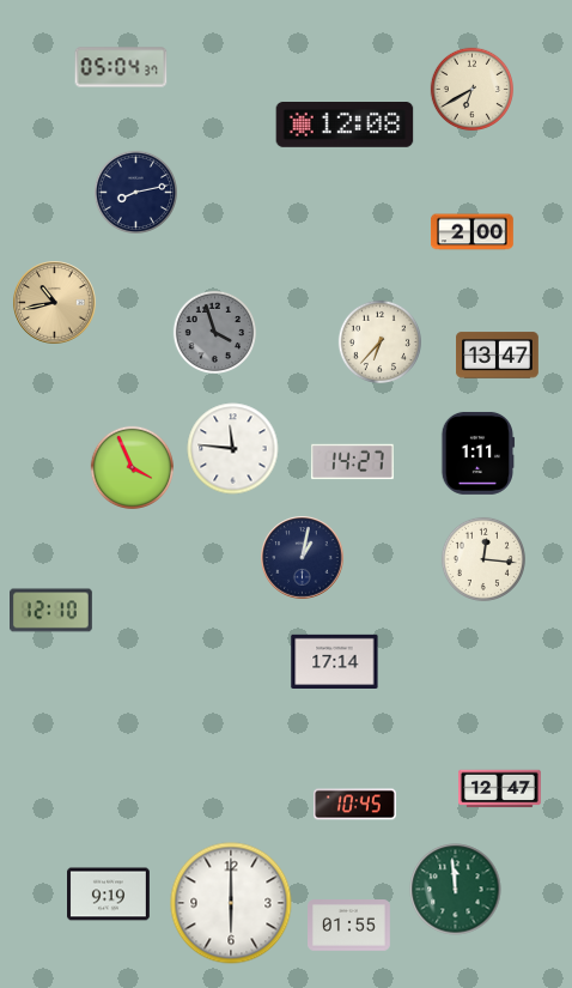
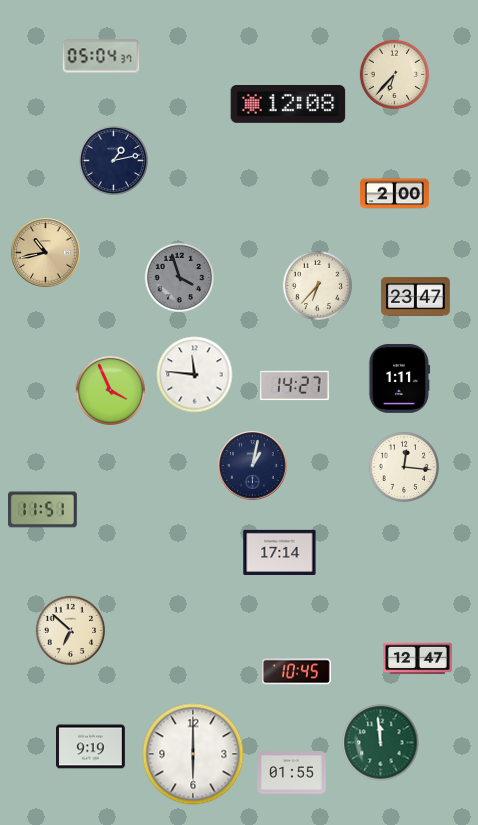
clock at (471, 89): 6:40 -> 6:37
clock at (135, 192): 8:13 -> 1:13
clock at (498, 356): 13:47 -> 23:47
clock at (51, 611): 12:10 -> 11:51
clock at (70, 630): none -> 6:52
